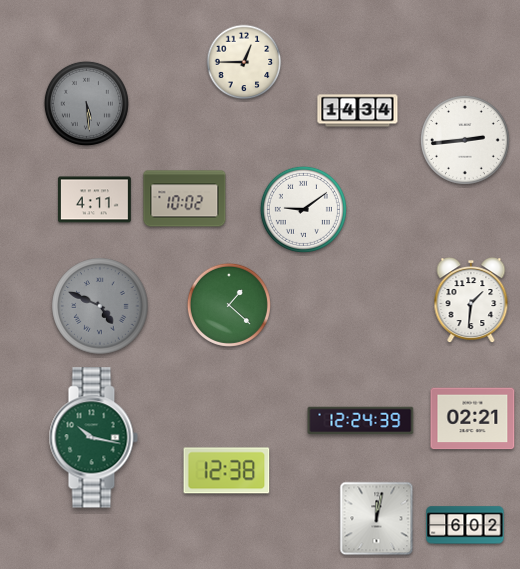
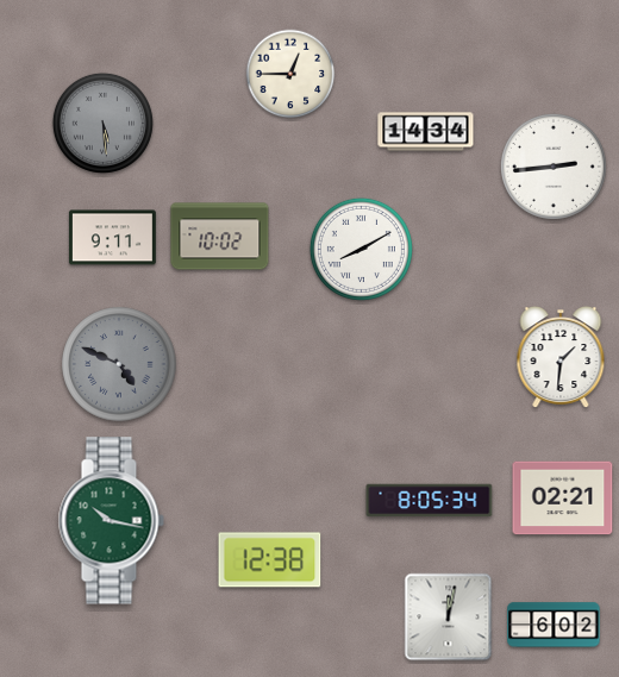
clock at (94, 200): 4:11 -> 9:11
clock at (303, 209): 9:09 -> 8:10
clock at (229, 305): 1:22 -> none
clock at (361, 421): 12:24 -> 8:05
